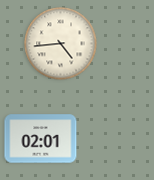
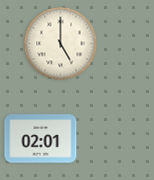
clock at (61, 44): 4:44 -> 5:00
